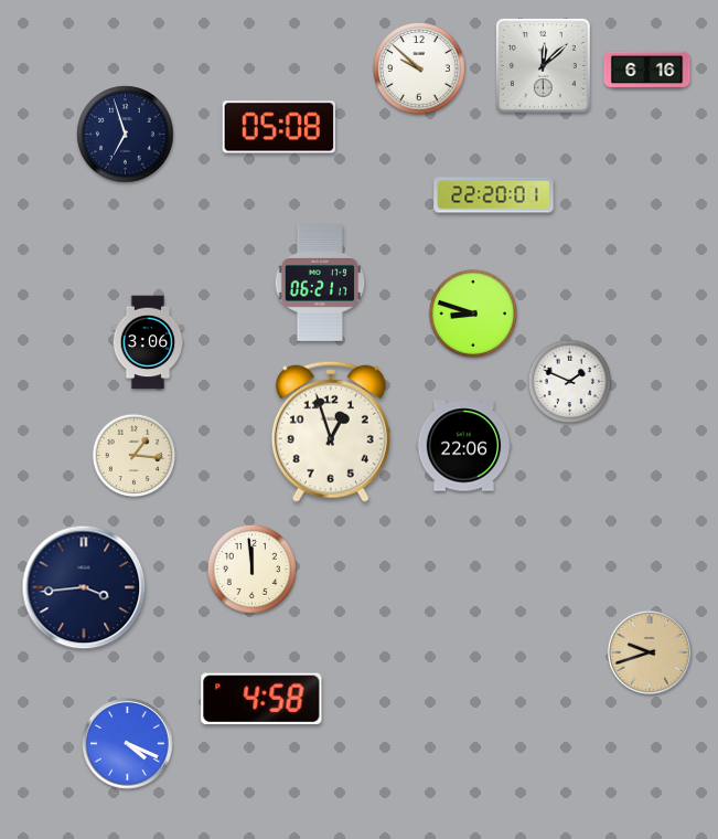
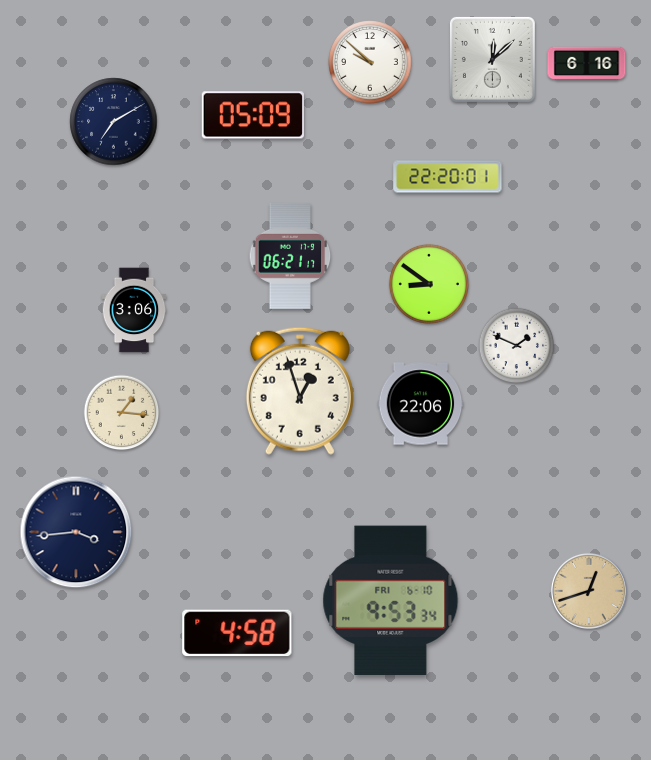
clock at (420, 70) position: (420, 70) -> (371, 63)
clock at (279, 127): 05:08 -> 05:09
clock at (126, 135): 6:57 -> 7:10
clock at (473, 314): 8:48 -> 8:51
clock at (251, 569): 11:59 -> none
clock at (650, 652): 9:42 -> 12:42
clock at (391, 600): none -> 9:53
clock at (128, 744): 4:19 -> none
